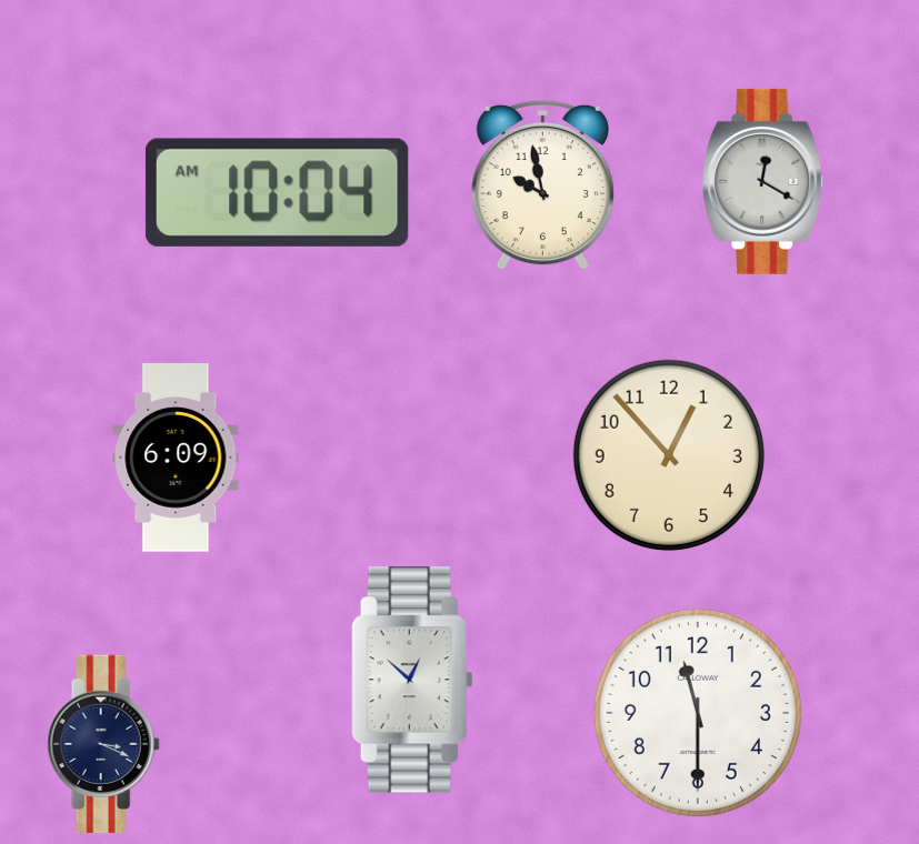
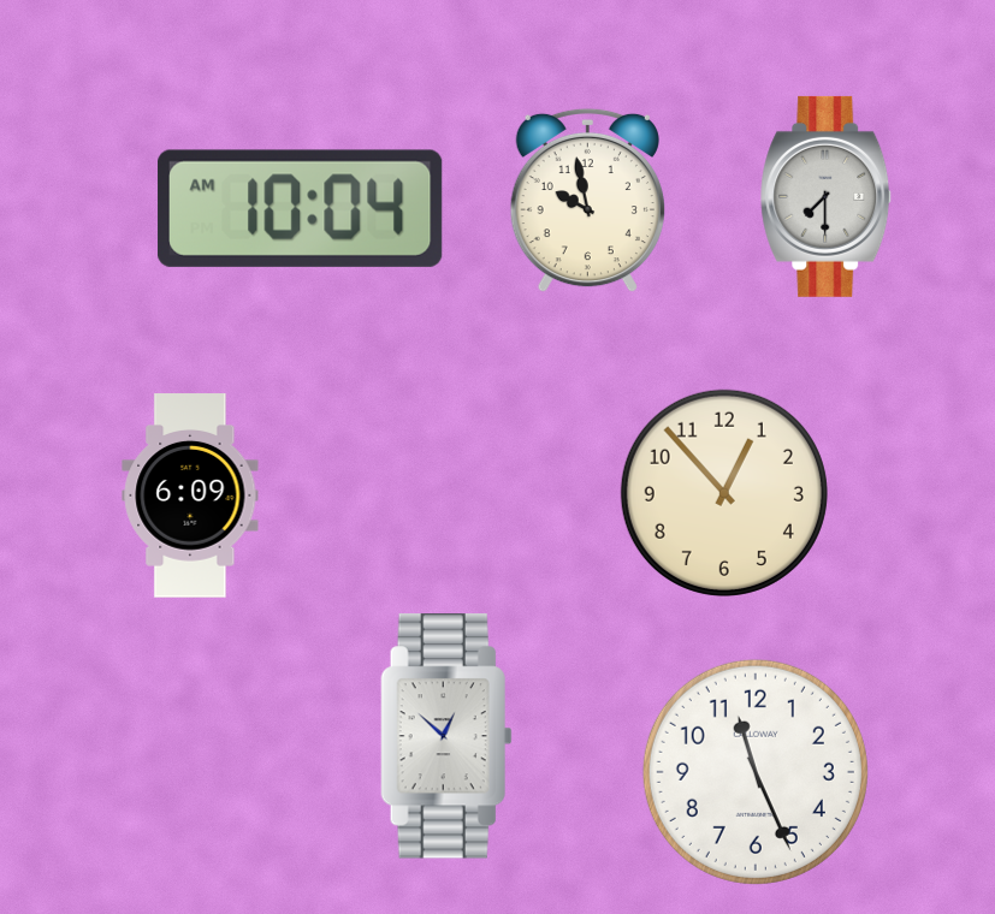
clock at (763, 181): 12:20 -> 7:30
clock at (698, 713): 11:30 -> 11:26
clock at (103, 743): 3:19 -> none
